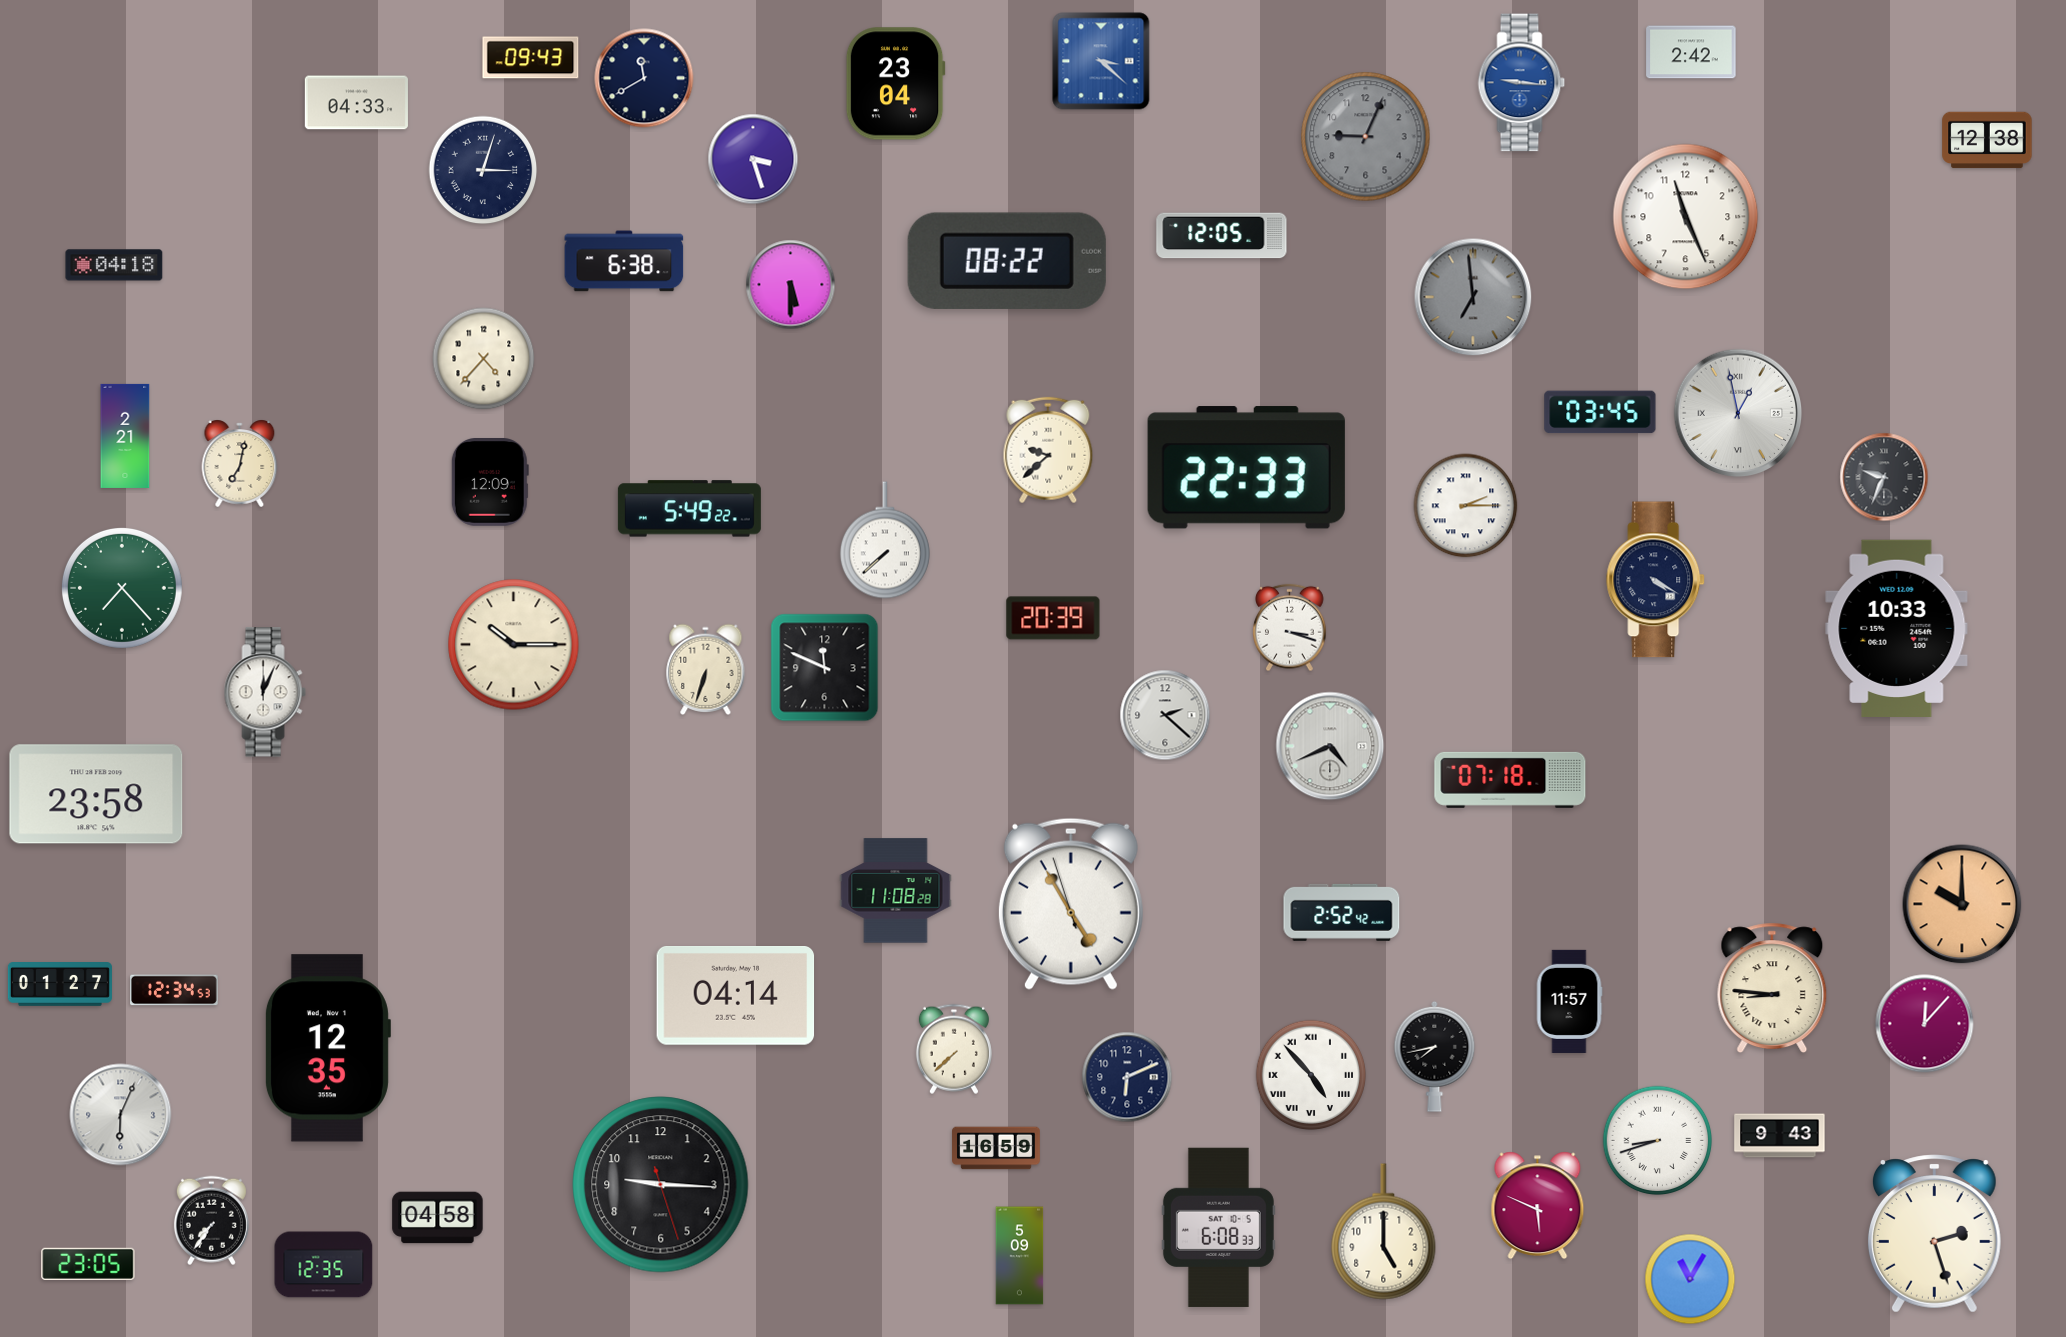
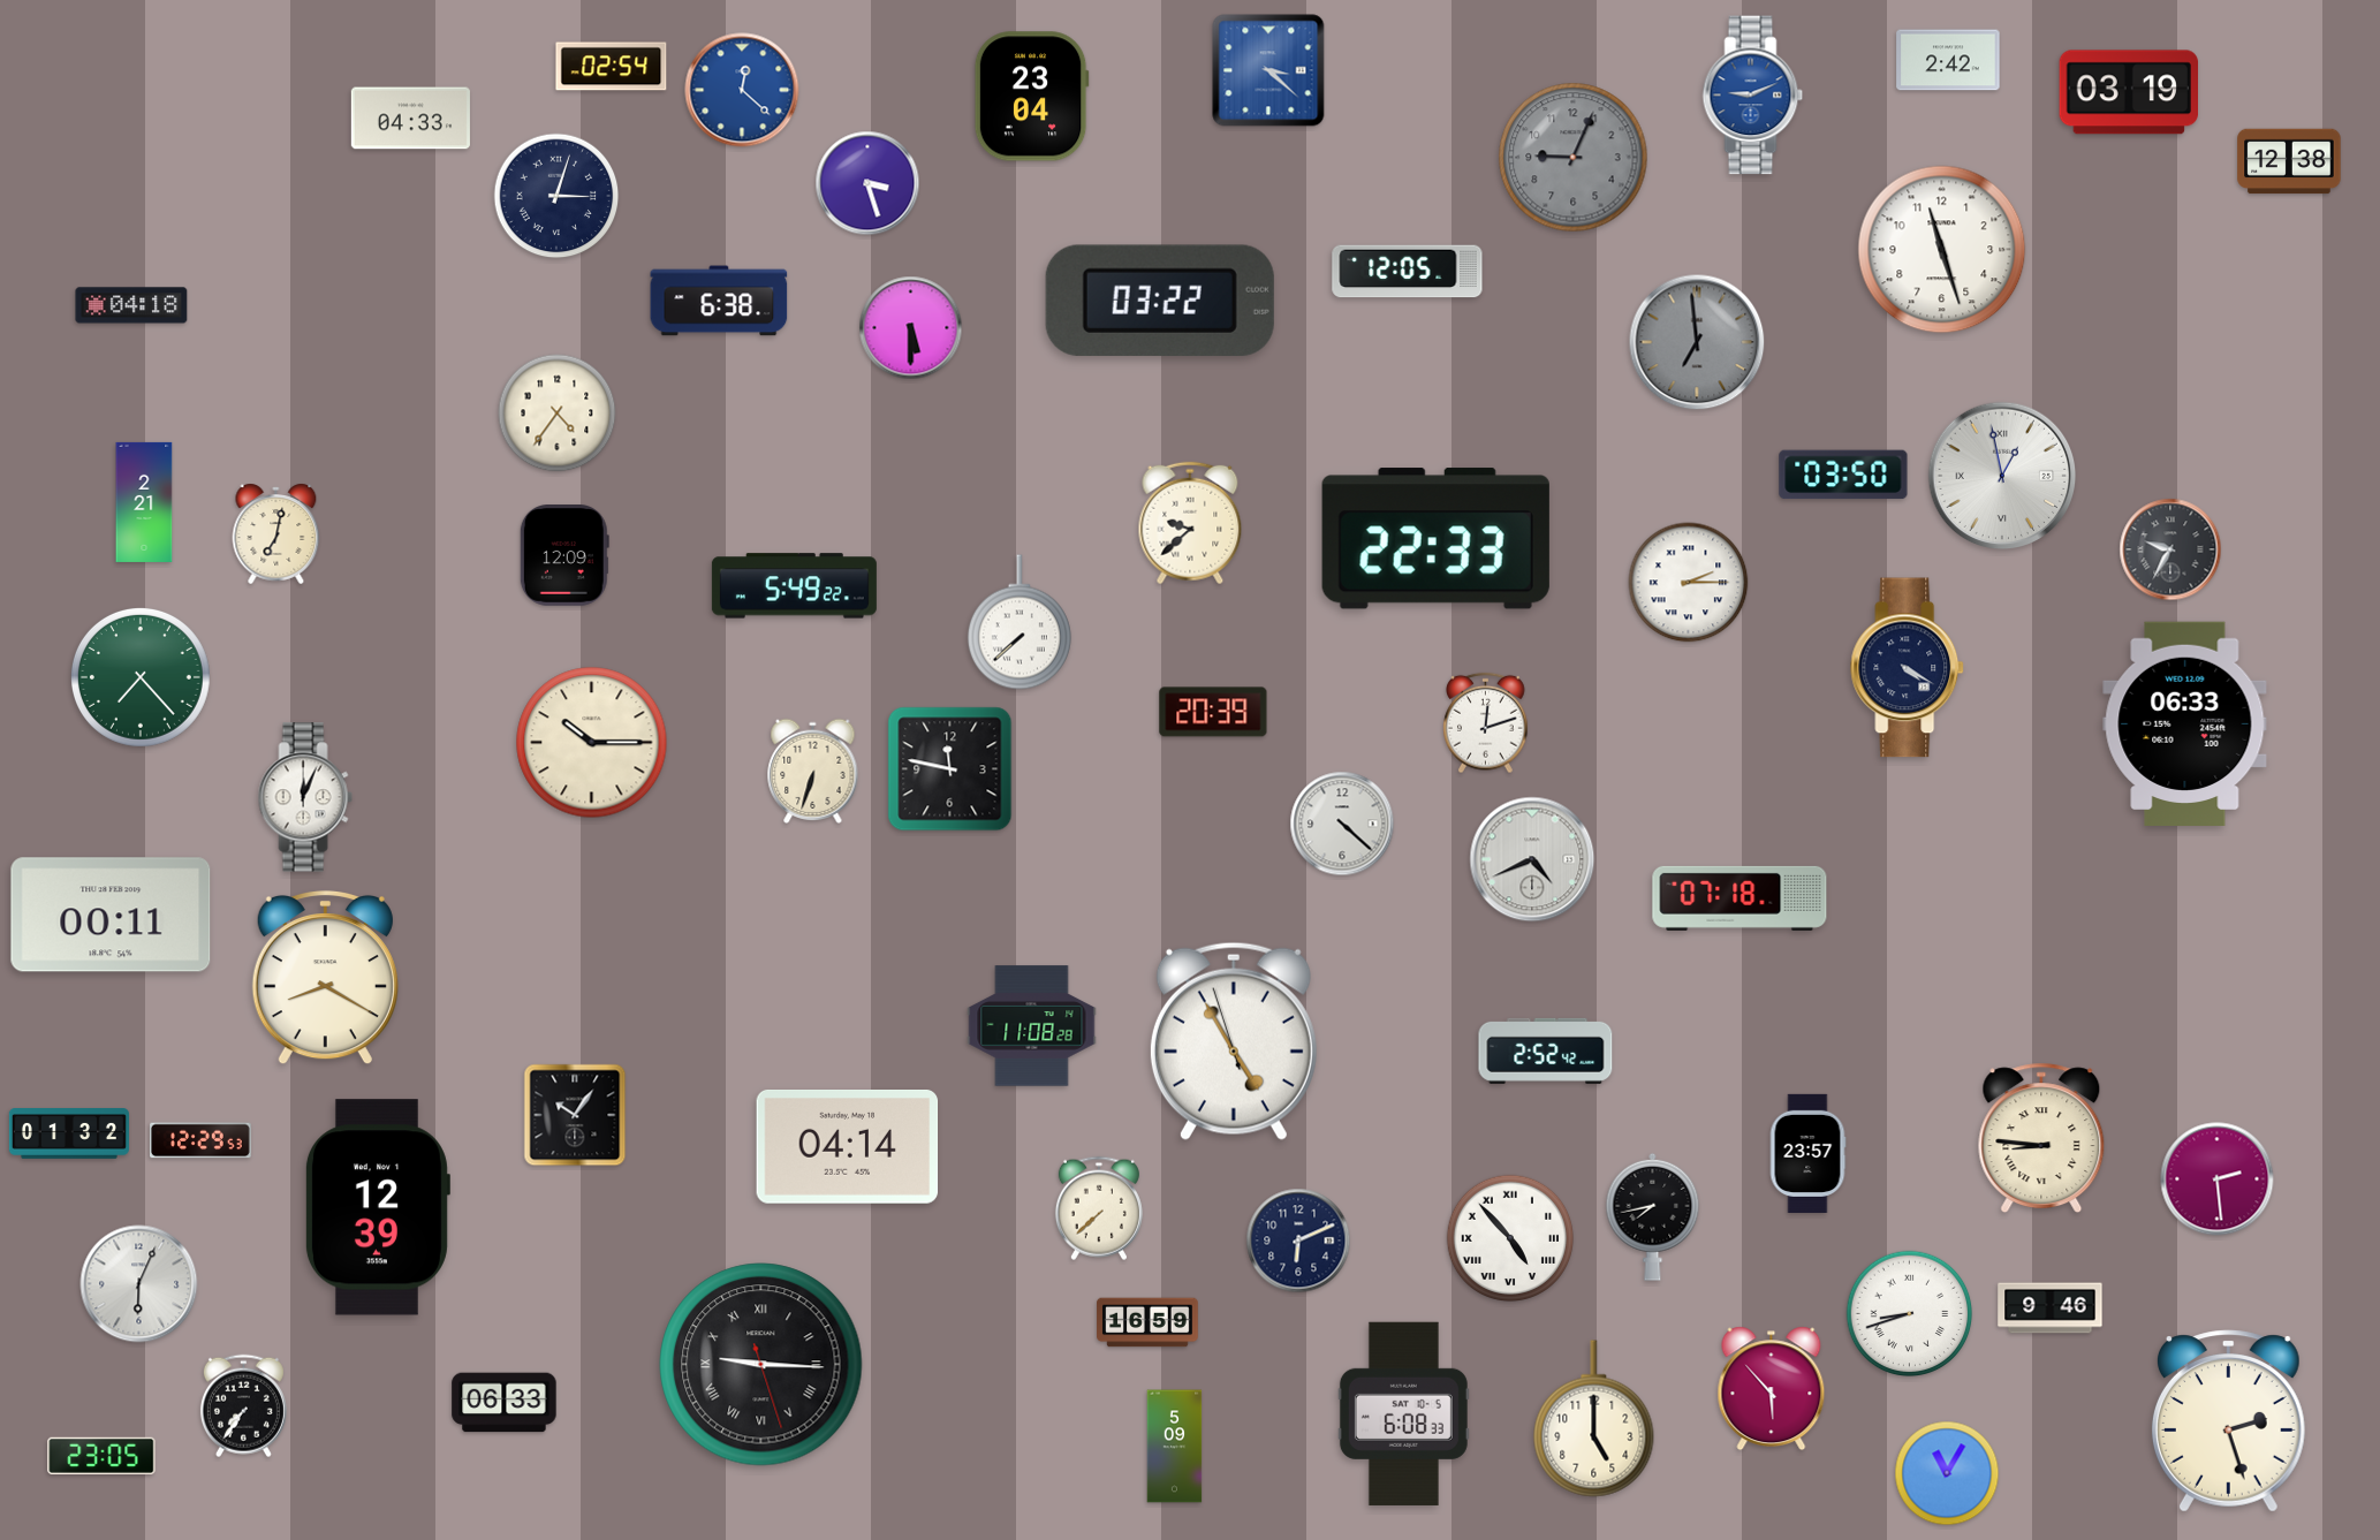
clock at (531, 58): 09:43 -> 02:54
clock at (644, 78): 11:40 -> 12:22
clock at (644, 78) dial: navy -> blue
clock at (2128, 92): none -> 03:19
clock at (1522, 83): 9:16 -> 9:11
clock at (1686, 217): 11:26 -> 11:27
clock at (1007, 261): 08:22 -> 03:22
clock at (484, 359): 4:37 -> 4:36
clock at (1600, 412): 03:45 -> 03:50
clock at (1048, 450) position: (1048, 450) -> (1190, 523)
clock at (1884, 477): 9:34 -> 9:35
clock at (1290, 628): 3:18 -> 12:12
clock at (1897, 629): 10:33 -> 06:33
clock at (825, 668): 11:49 -> 11:47
clock at (1165, 715): 2:22 -> 4:22
clock at (96, 794): 23:58 -> 00:11
clock at (325, 978): none -> 8:20
clock at (1962, 904): 10:00 -> none
clock at (575, 1115): none -> 10:06
clock at (60, 985): 01:27 -> 01:32
clock at (175, 990): 12:34 -> 12:29
clock at (1569, 1001): 11:57 -> 23:57
clock at (1925, 1024): 12:07 -> 2:29
clock at (327, 1048): 12:35 -> 12:39
clock at (1780, 1136): 9:43 -> 9:46
clock at (661, 1185) numerals: Arabic -> Roman
clock at (1538, 1206): 5:49 -> 5:53
clock at (438, 1218): 04:58 -> 06:33
clock at (324, 1265): 12:35 -> none
